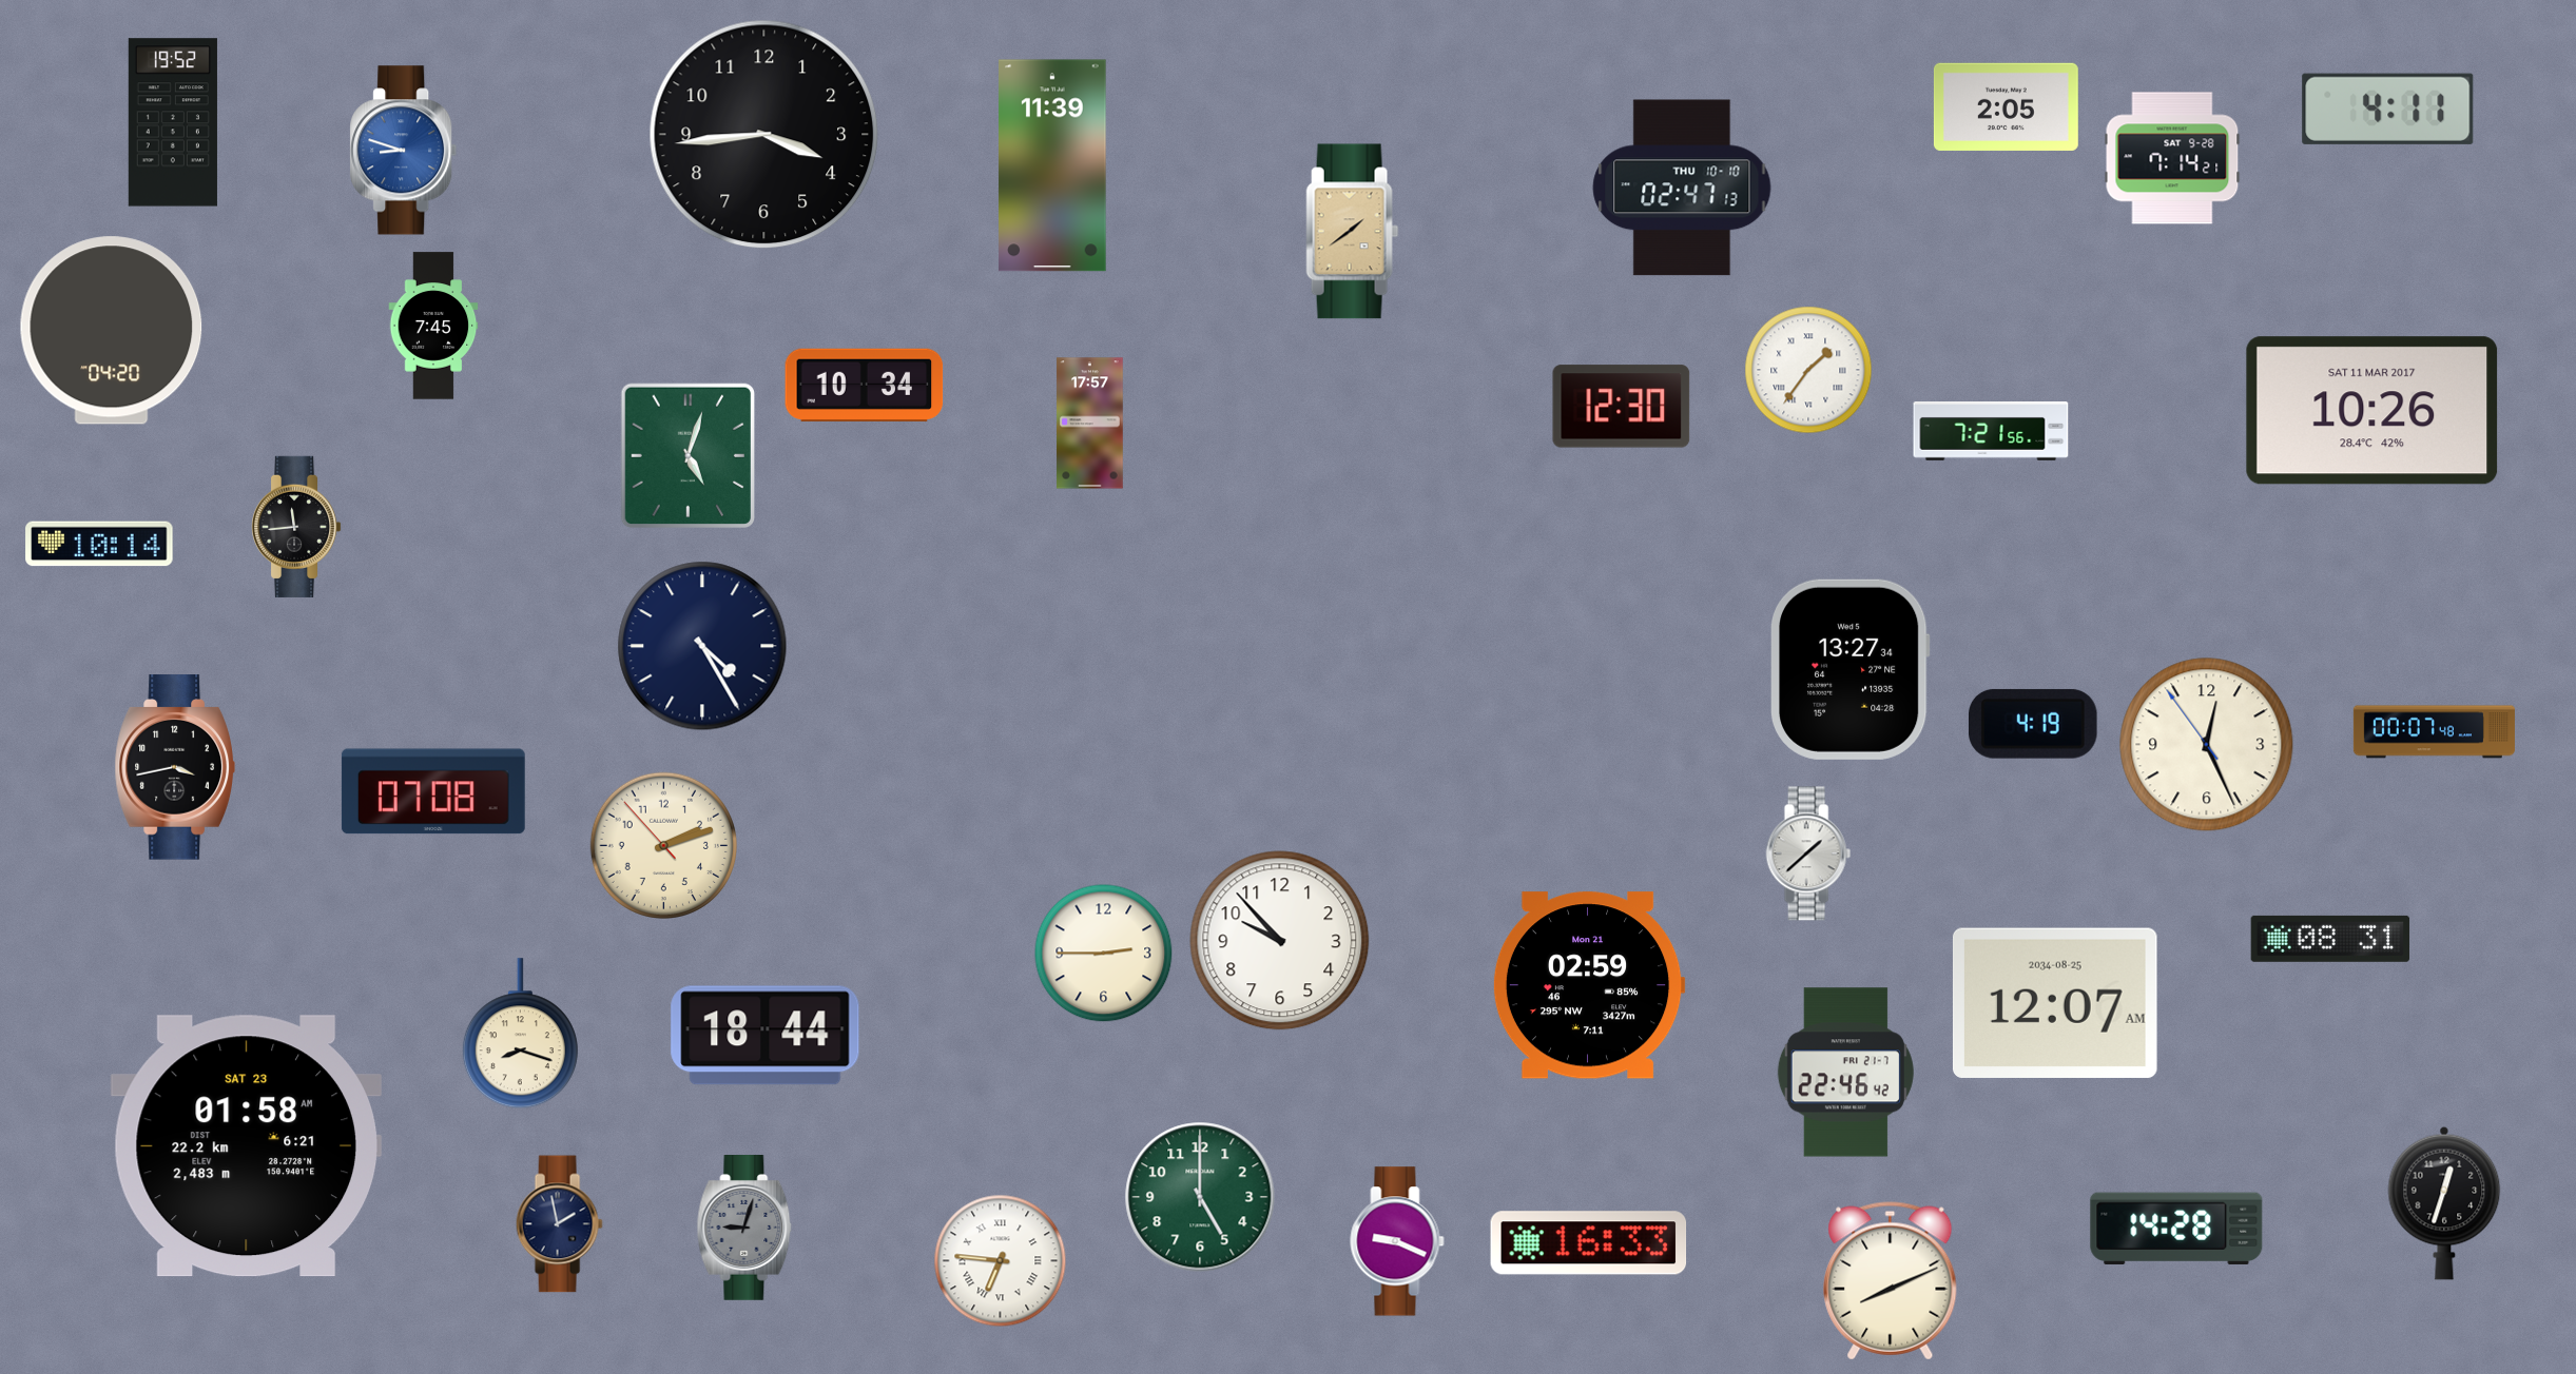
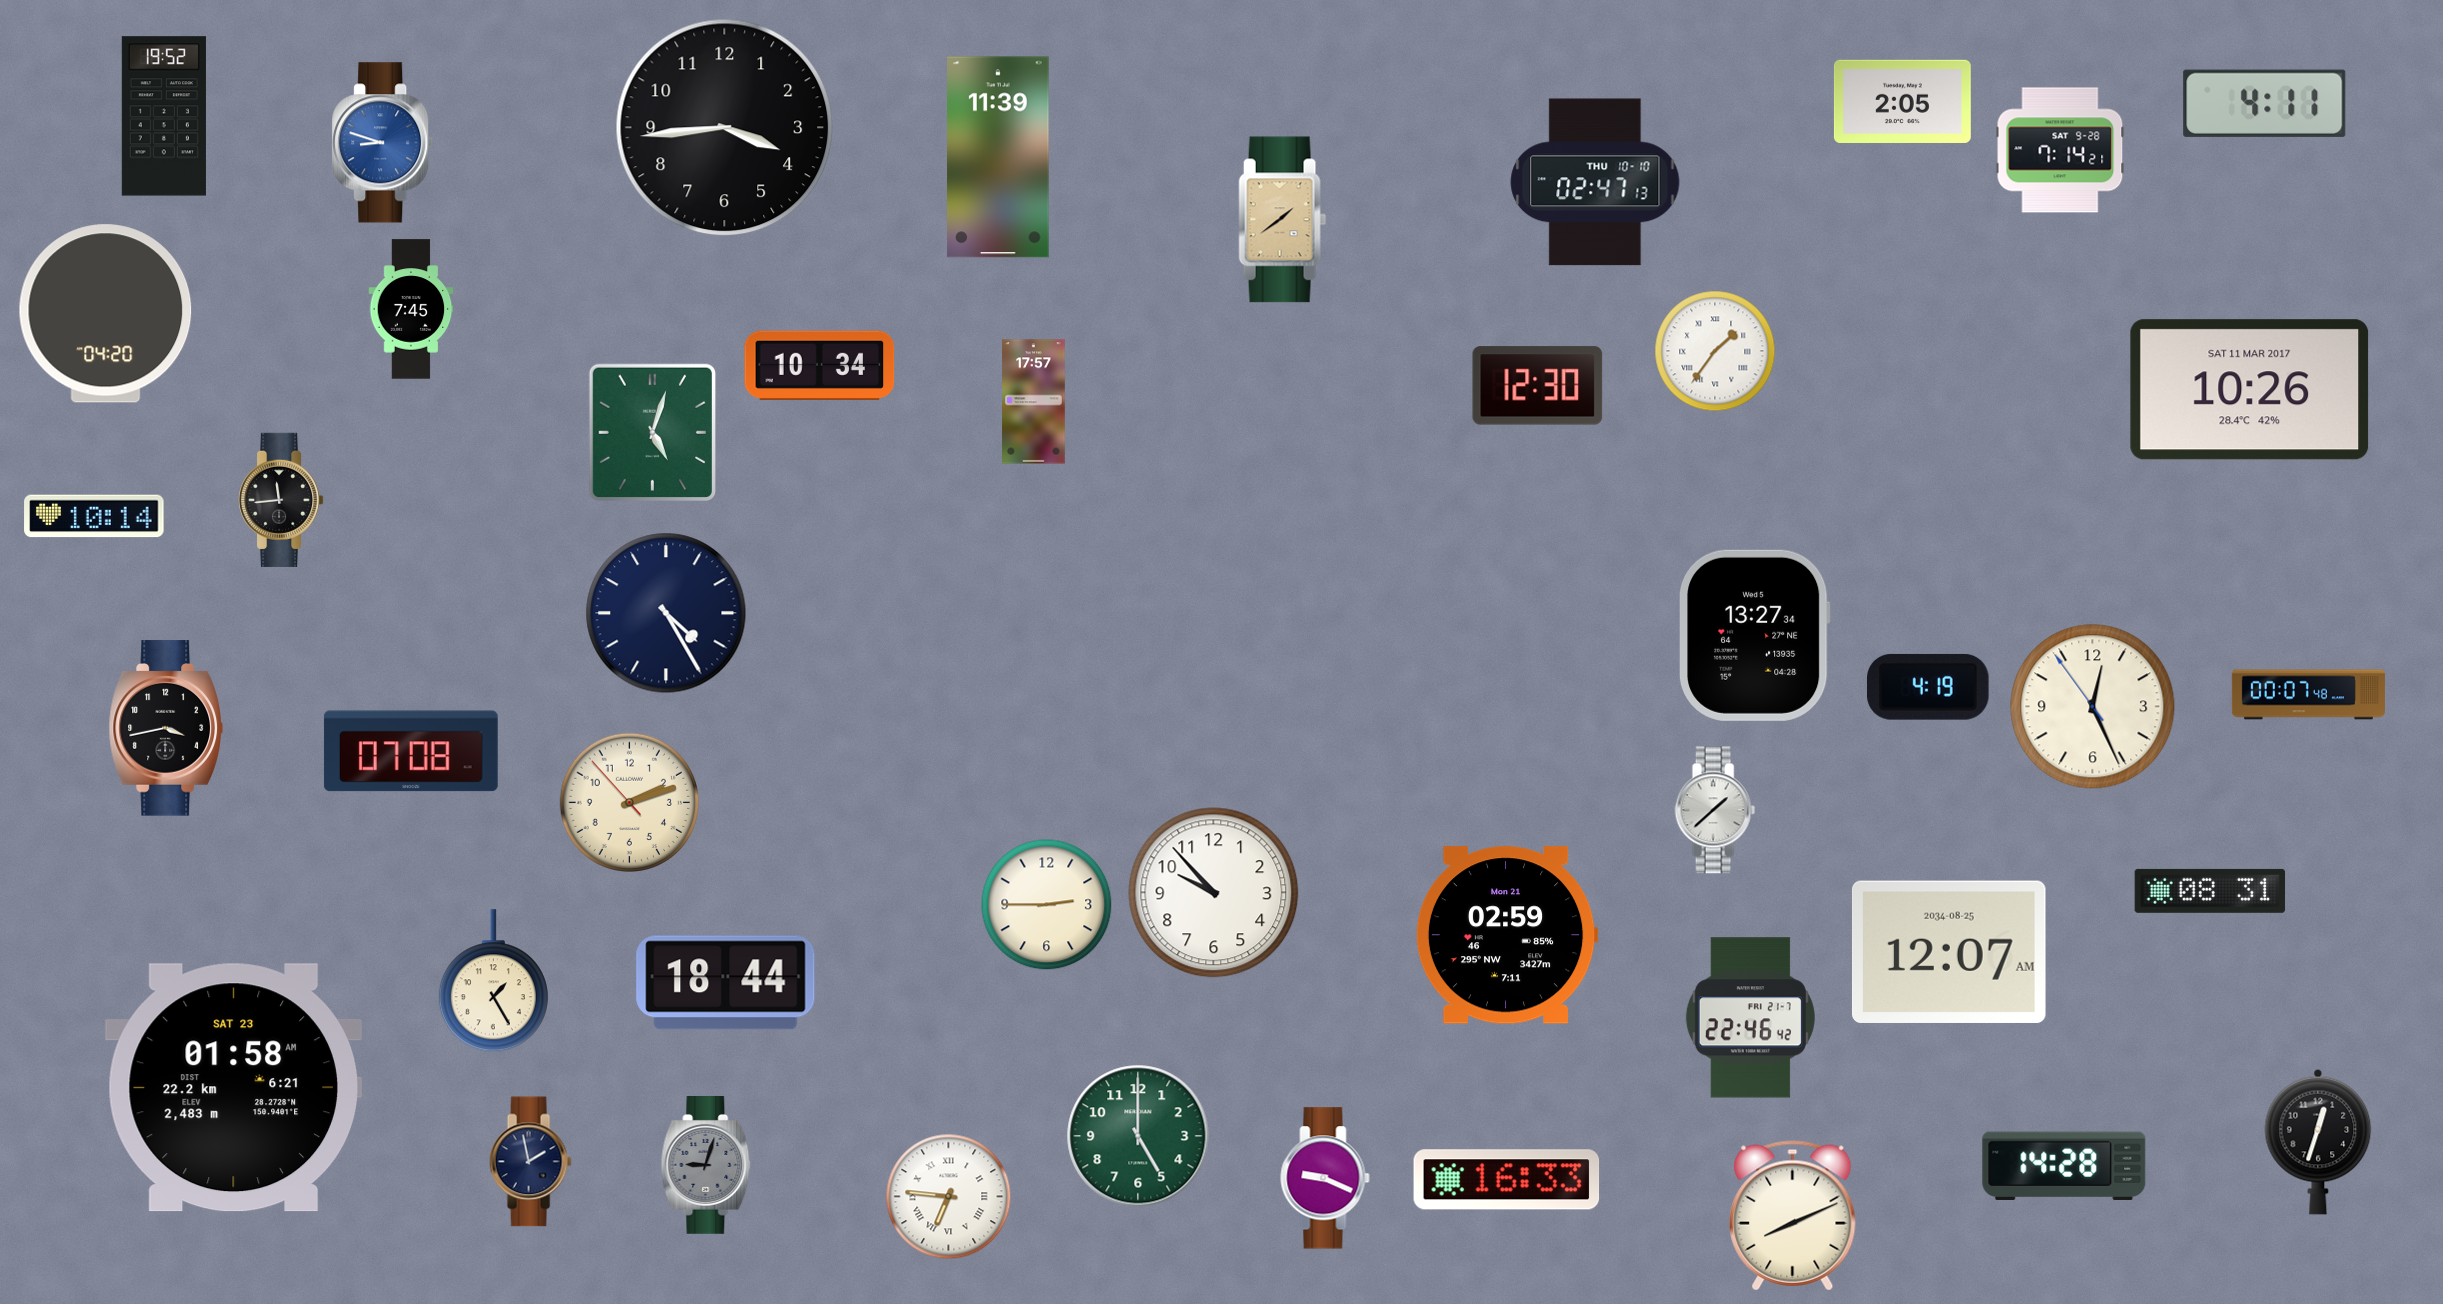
clock at (1682, 188) position: (1682, 188) -> (1595, 182)
clock at (1991, 432): 7:21 -> none
clock at (520, 1034): 8:18 -> 1:25
